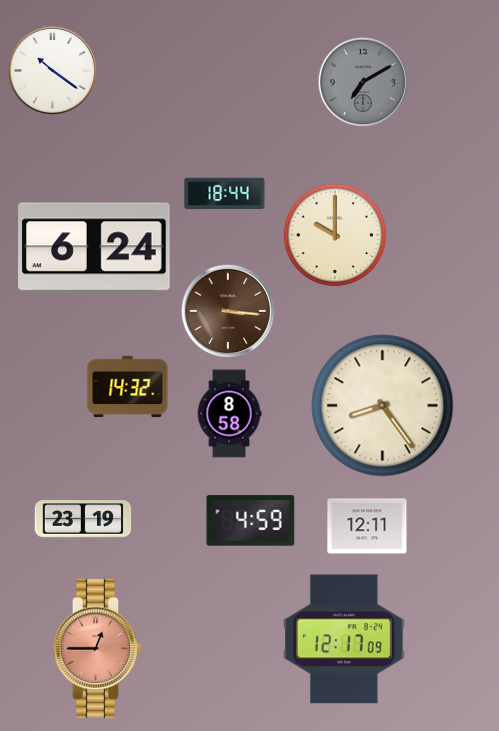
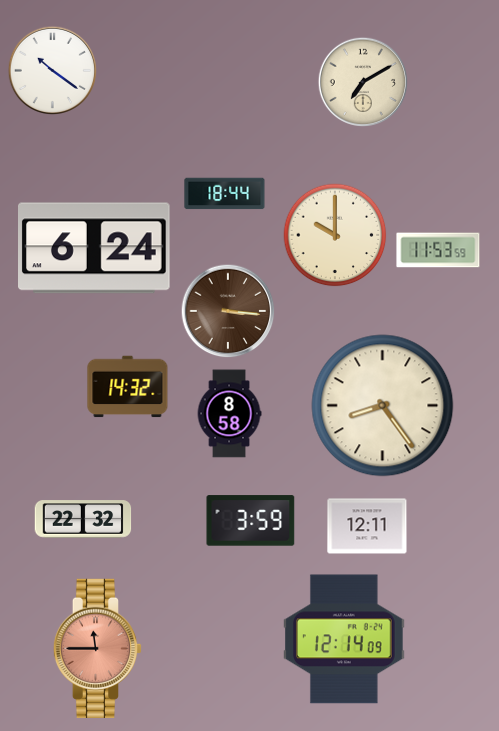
clock at (362, 81) dial: grey -> cream
clock at (438, 250): none -> 11:53
clock at (83, 519): 23:19 -> 22:32
clock at (251, 521): 4:59 -> 3:59
clock at (345, 639): 12:17 -> 12:14
clock at (98, 648): 12:45 -> 11:45
